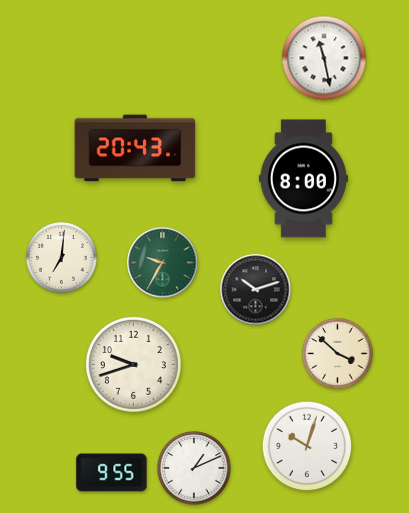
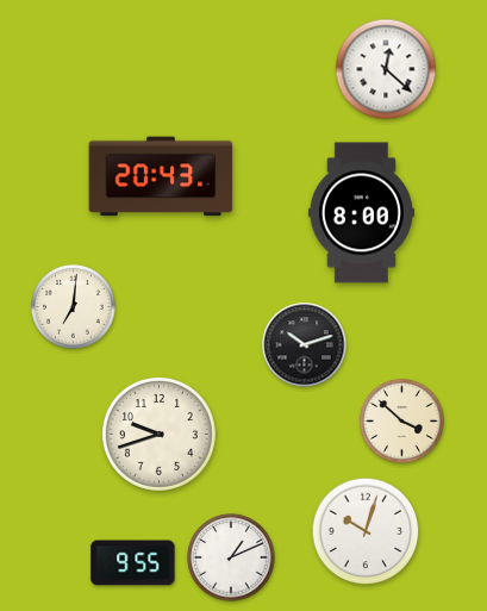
clock at (324, 58): 11:28 -> 12:22
clock at (163, 263): 9:35 -> none
